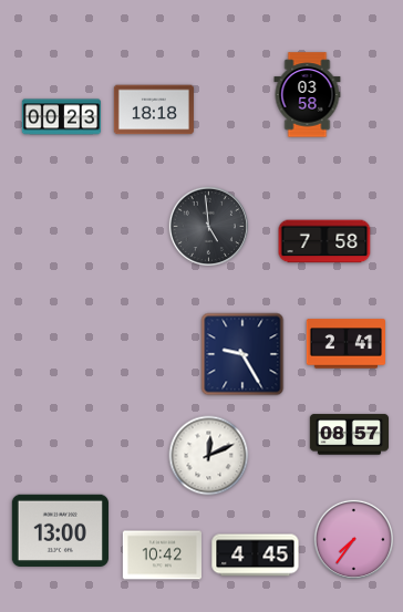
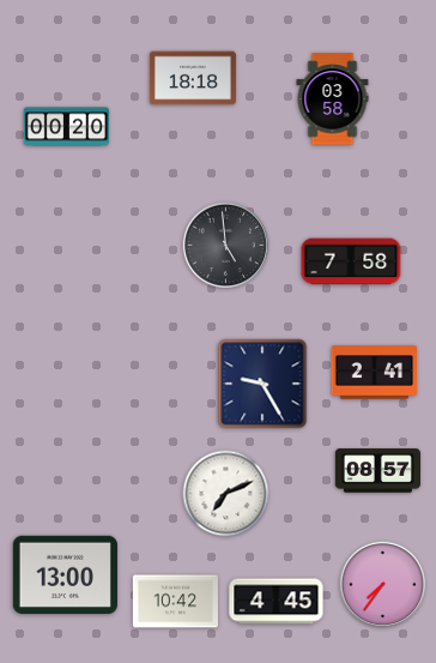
clock at (308, 95) position: (308, 95) -> (333, 100)
clock at (154, 110) position: (154, 110) -> (193, 78)
clock at (61, 117): 00:23 -> 00:20
clock at (209, 456): 12:11 -> 7:11
